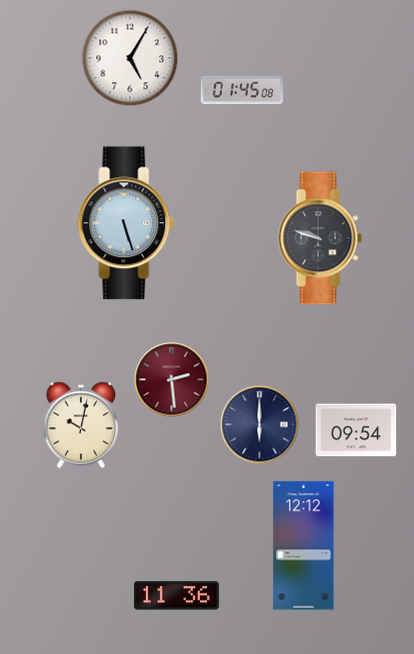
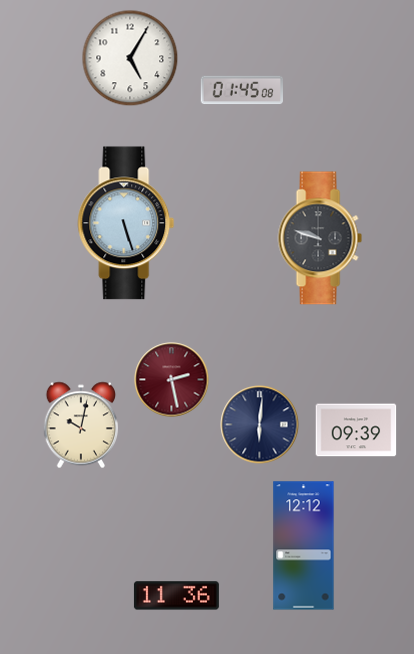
clock at (172, 380): 2:29 -> 2:28
clock at (260, 425): 6:00 -> 6:01
clock at (356, 430): 09:54 -> 09:39
